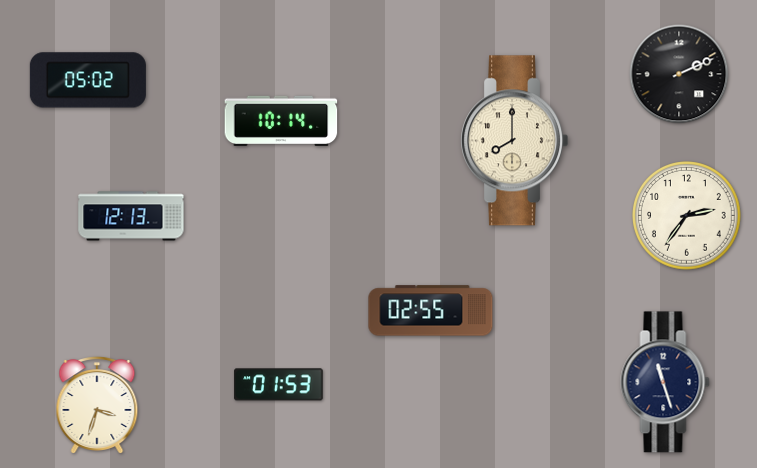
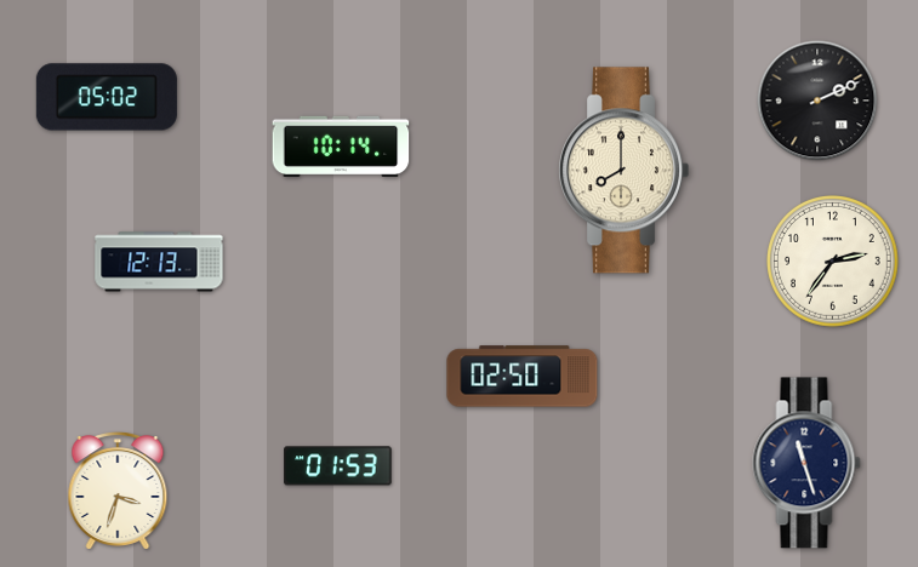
clock at (679, 74) position: (679, 74) -> (817, 101)
clock at (431, 311): 02:55 -> 02:50
